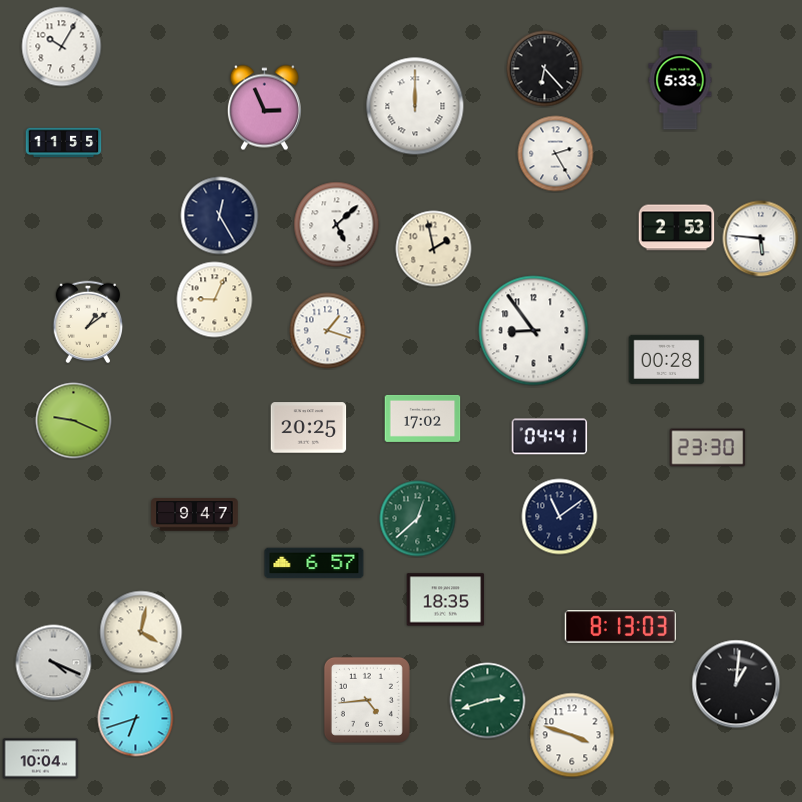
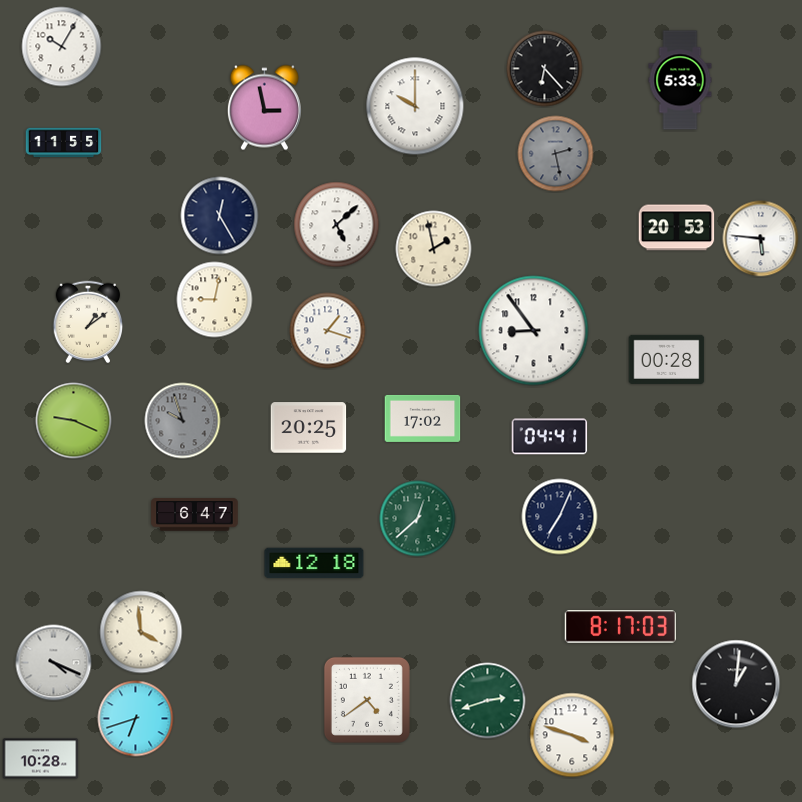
clock at (415, 106): 12:00 -> 10:00
clock at (264, 108): 2:56 -> 2:58
clock at (556, 154): 2:25 -> 2:28
clock at (556, 154) dial: white -> grey
clock at (677, 228): 2:53 -> 20:53
clock at (215, 300): 9:04 -> 9:02
clock at (183, 421): none -> 9:57
clock at (708, 448): 23:30 -> none
clock at (195, 515): 9:47 -> 6:47
clock at (560, 517): 11:09 -> 7:04
clock at (314, 563): 6:57 -> 12:18
clock at (446, 600): 18:35 -> none
clock at (620, 627): 8:13 -> 8:17
clock at (141, 632): 4:02 -> 3:59
clock at (367, 700): 4:44 -> 4:39
clock at (41, 759): 10:04 -> 10:28
